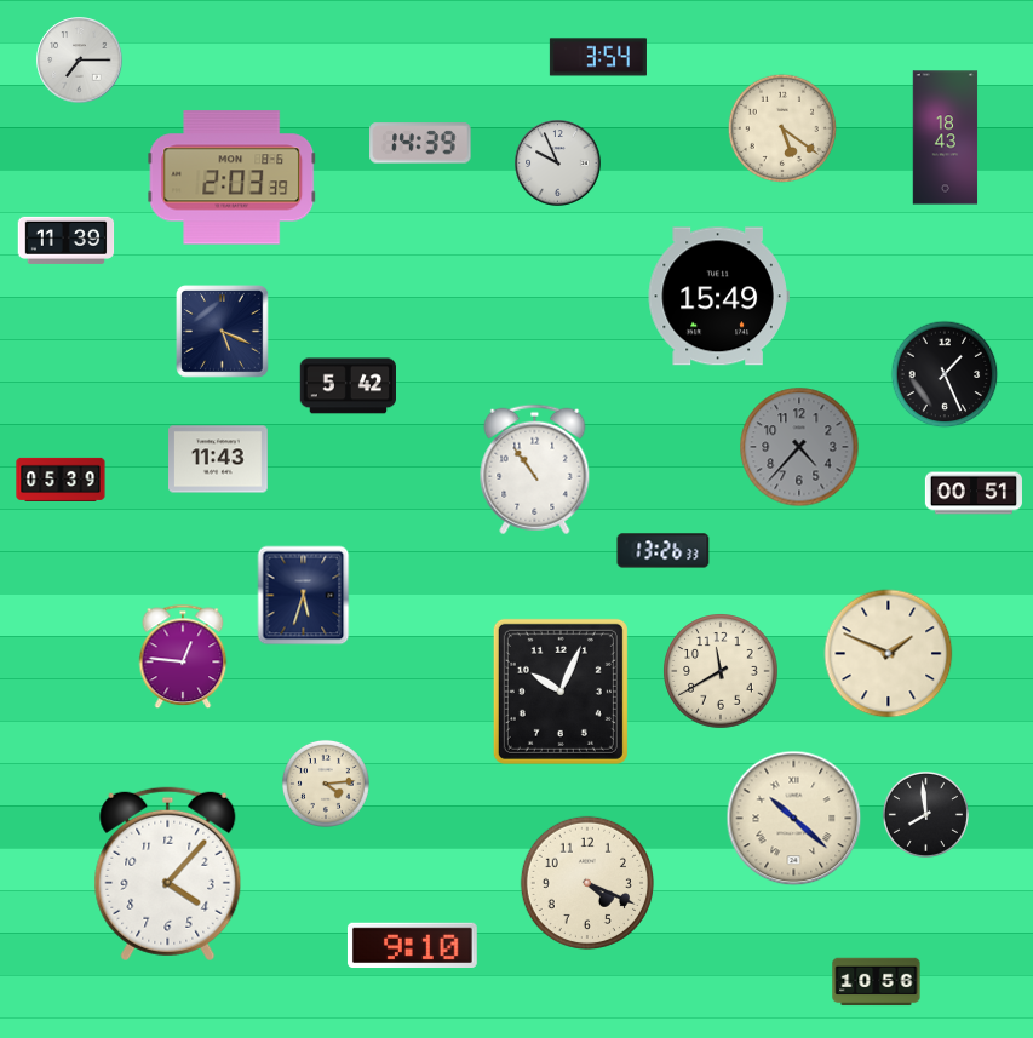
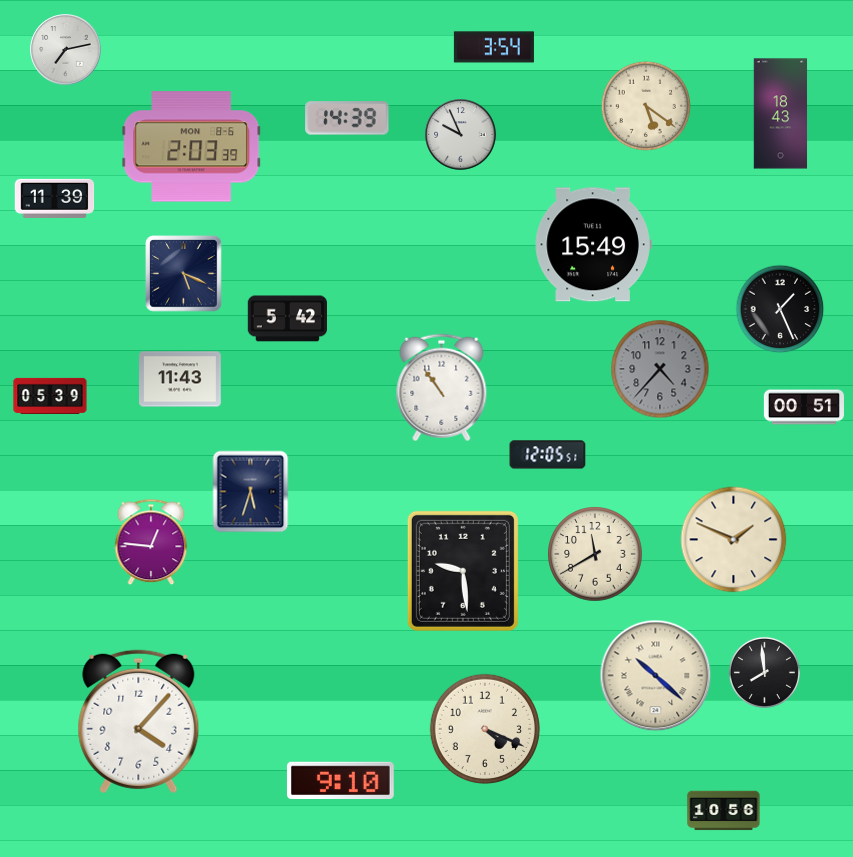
clock at (80, 61): 7:15 -> 7:13
clock at (664, 551): 13:26 -> 12:05
clock at (561, 692): 10:04 -> 9:29
clock at (326, 784): 4:14 -> none
